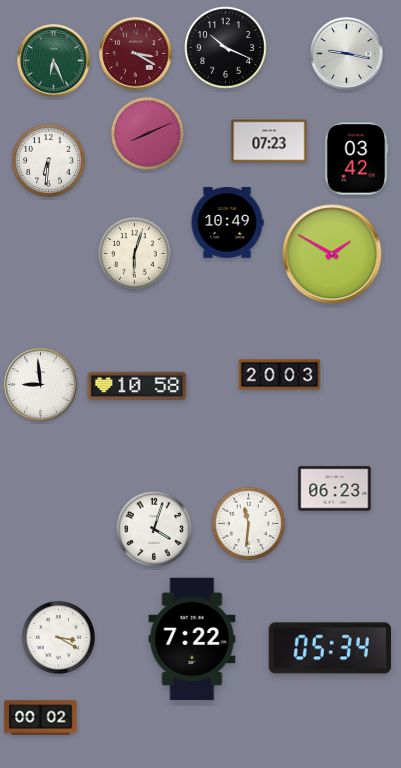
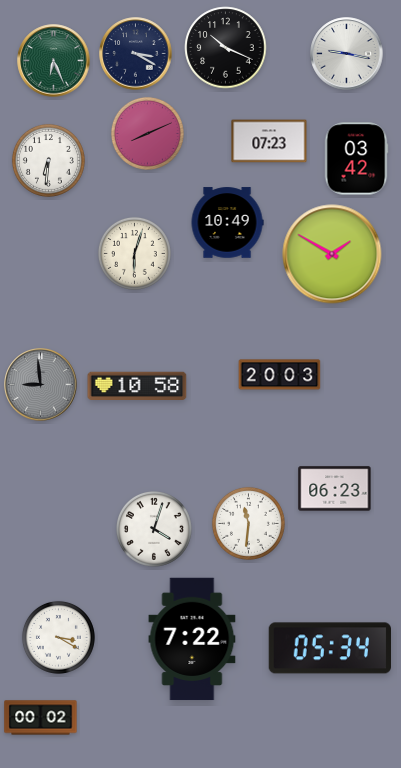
clock at (136, 54) dial: burgundy -> navy
clock at (41, 385) dial: white -> grey
